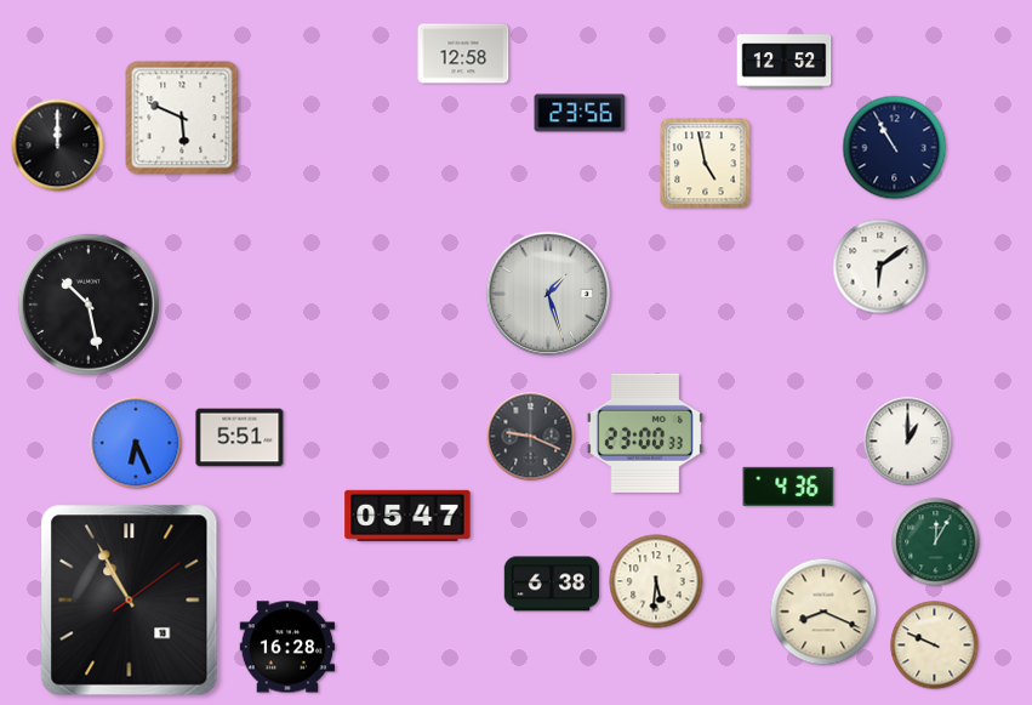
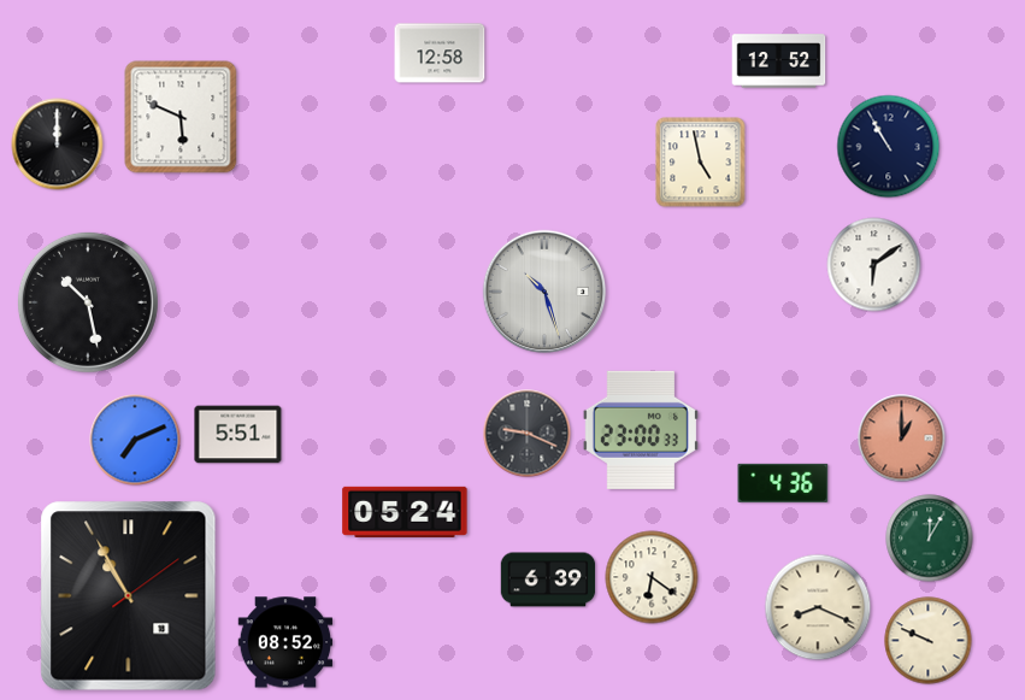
clock at (463, 53) position: (463, 53) -> (440, 53)
clock at (580, 113): 23:56 -> none
clock at (548, 294): 1:27 -> 10:27
clock at (908, 442) dial: white -> salmon
clock at (136, 443): 6:26 -> 7:11
clock at (407, 516): 05:47 -> 05:24
clock at (656, 581): 5:31 -> 6:21
clock at (552, 584): 6:38 -> 6:39
clock at (287, 647): 16:28 -> 08:52
